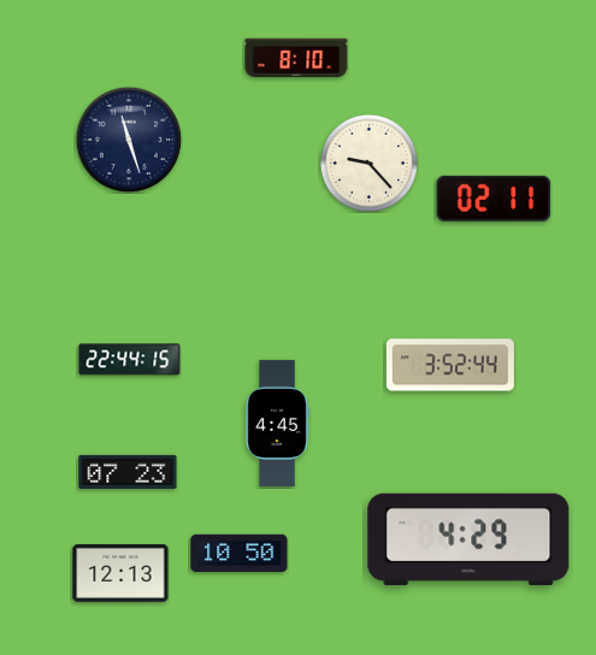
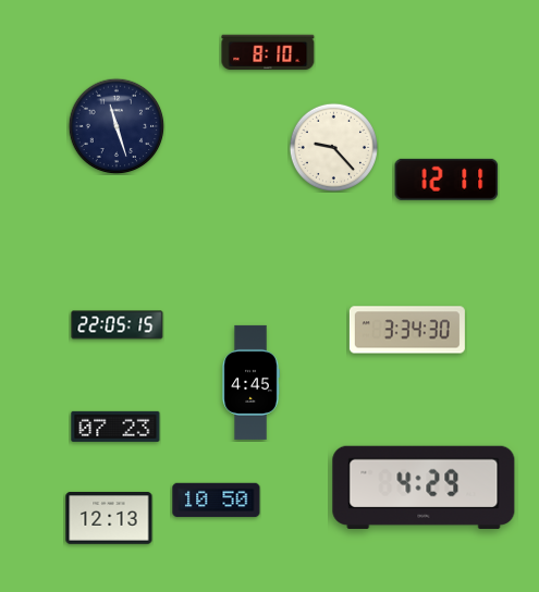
clock at (494, 199): 02:11 -> 12:11
clock at (130, 360): 22:44 -> 22:05
clock at (450, 365): 3:52 -> 3:34
